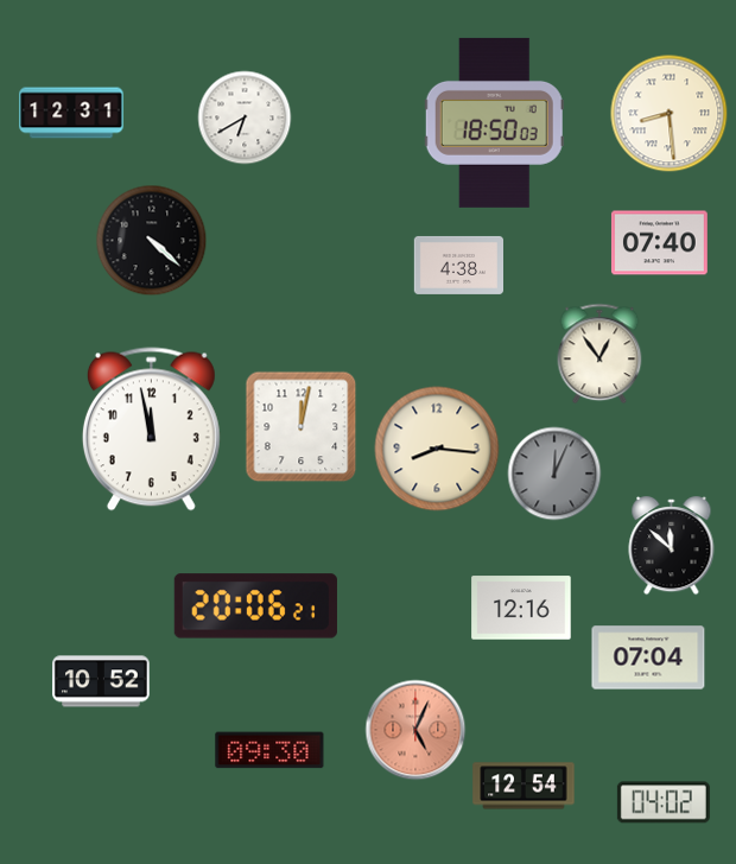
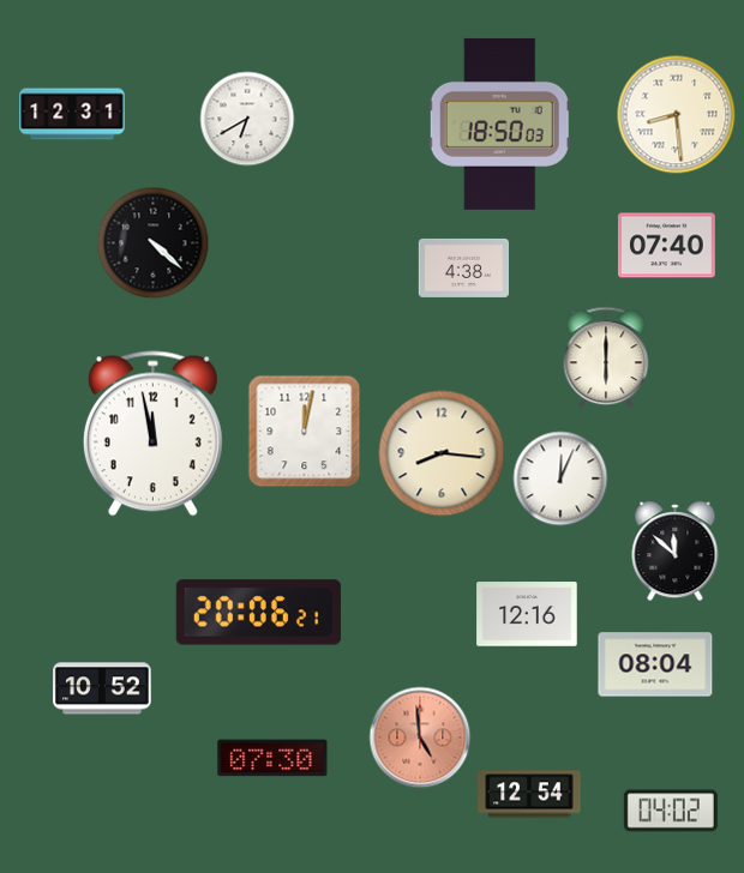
clock at (599, 354): 12:54 -> 6:00
clock at (554, 474) dial: grey -> white
clock at (672, 547) position: (672, 547) -> (676, 553)
clock at (648, 657): 07:04 -> 08:04
clock at (415, 730): 5:04 -> 4:59
clock at (269, 750): 09:30 -> 07:30
